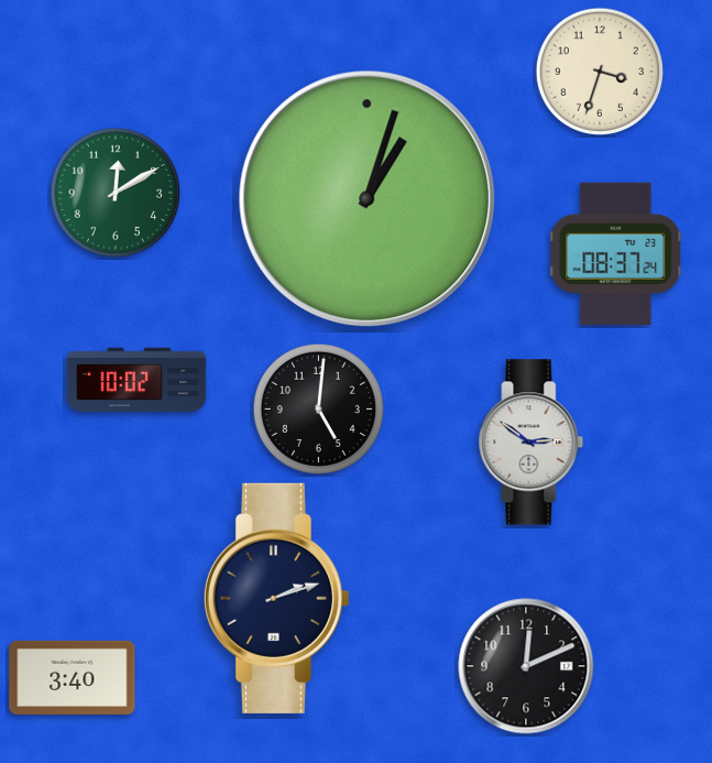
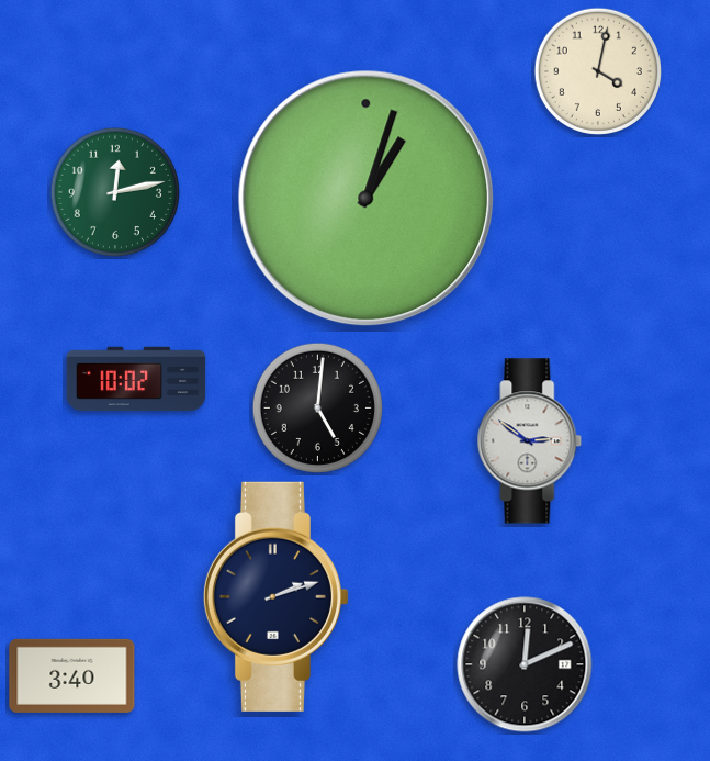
clock at (600, 72): 3:33 -> 4:02
clock at (116, 193): 12:10 -> 12:13
clock at (616, 253): 08:37 -> none
